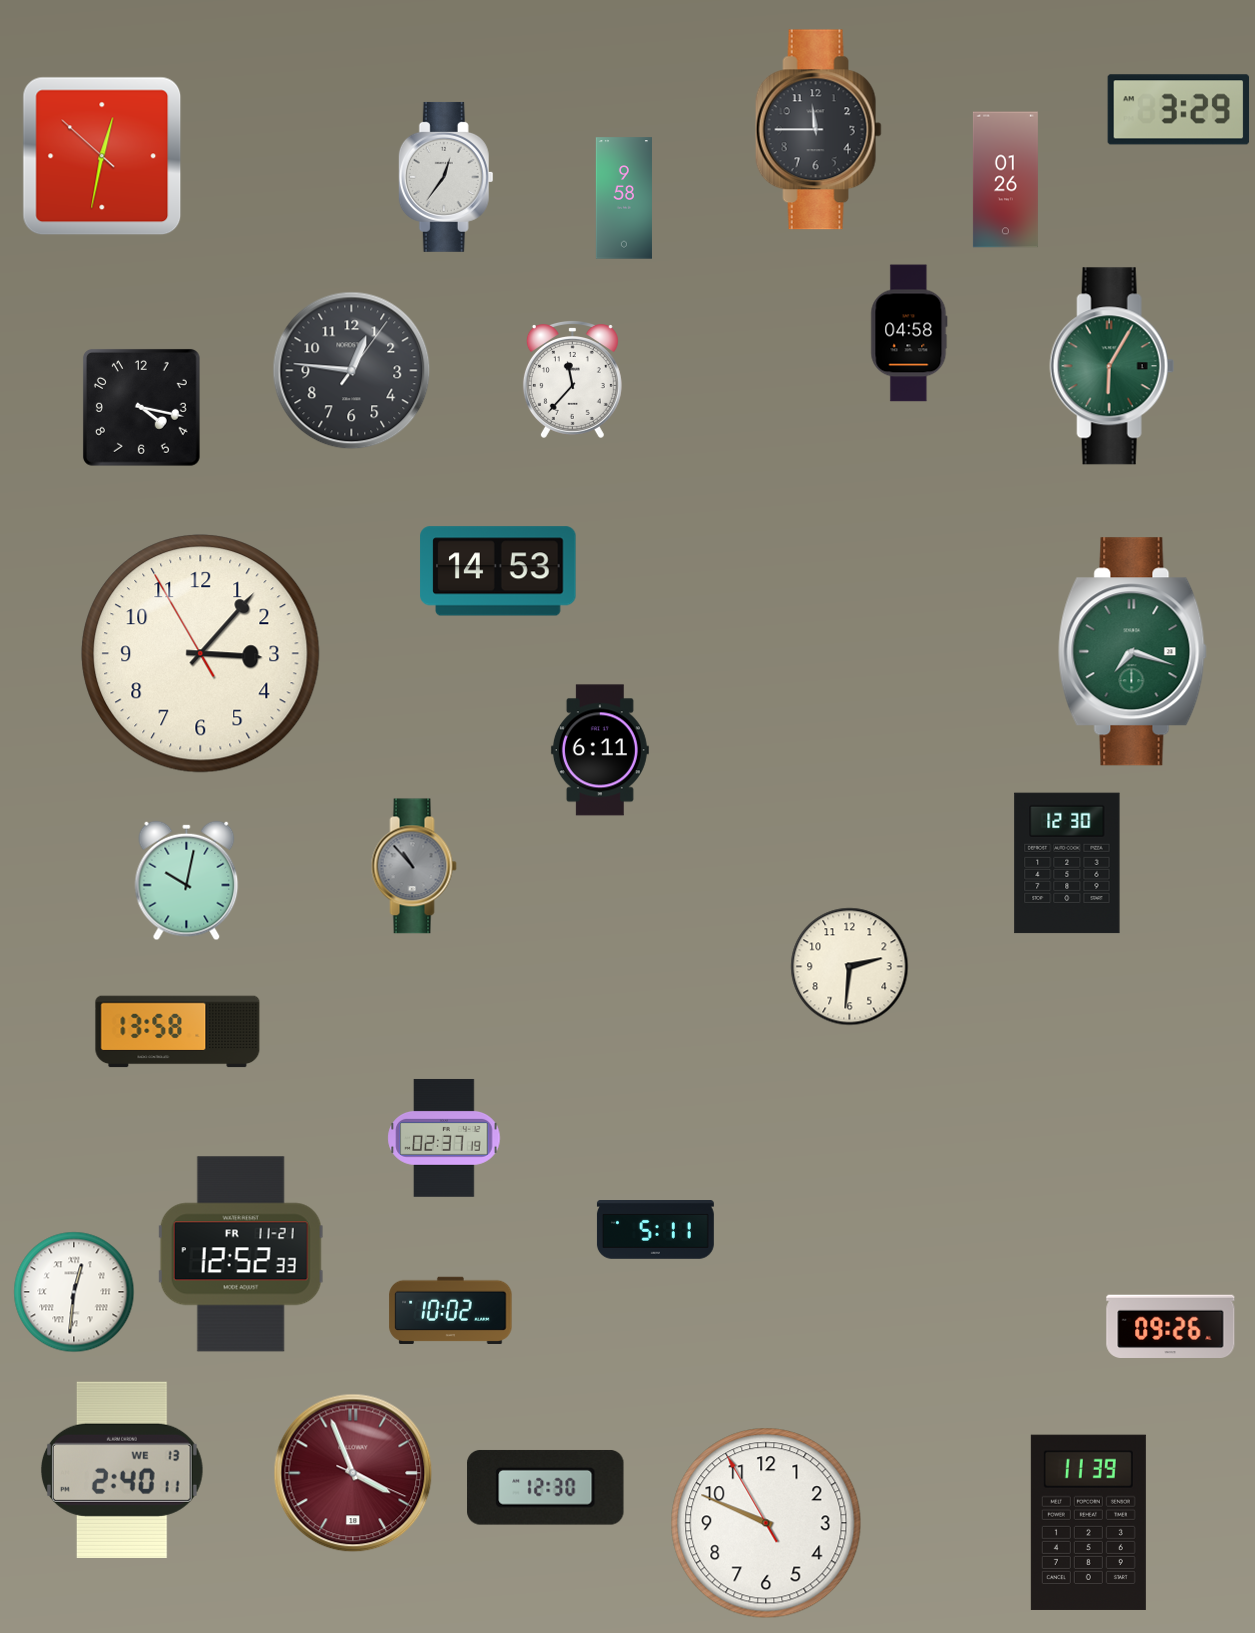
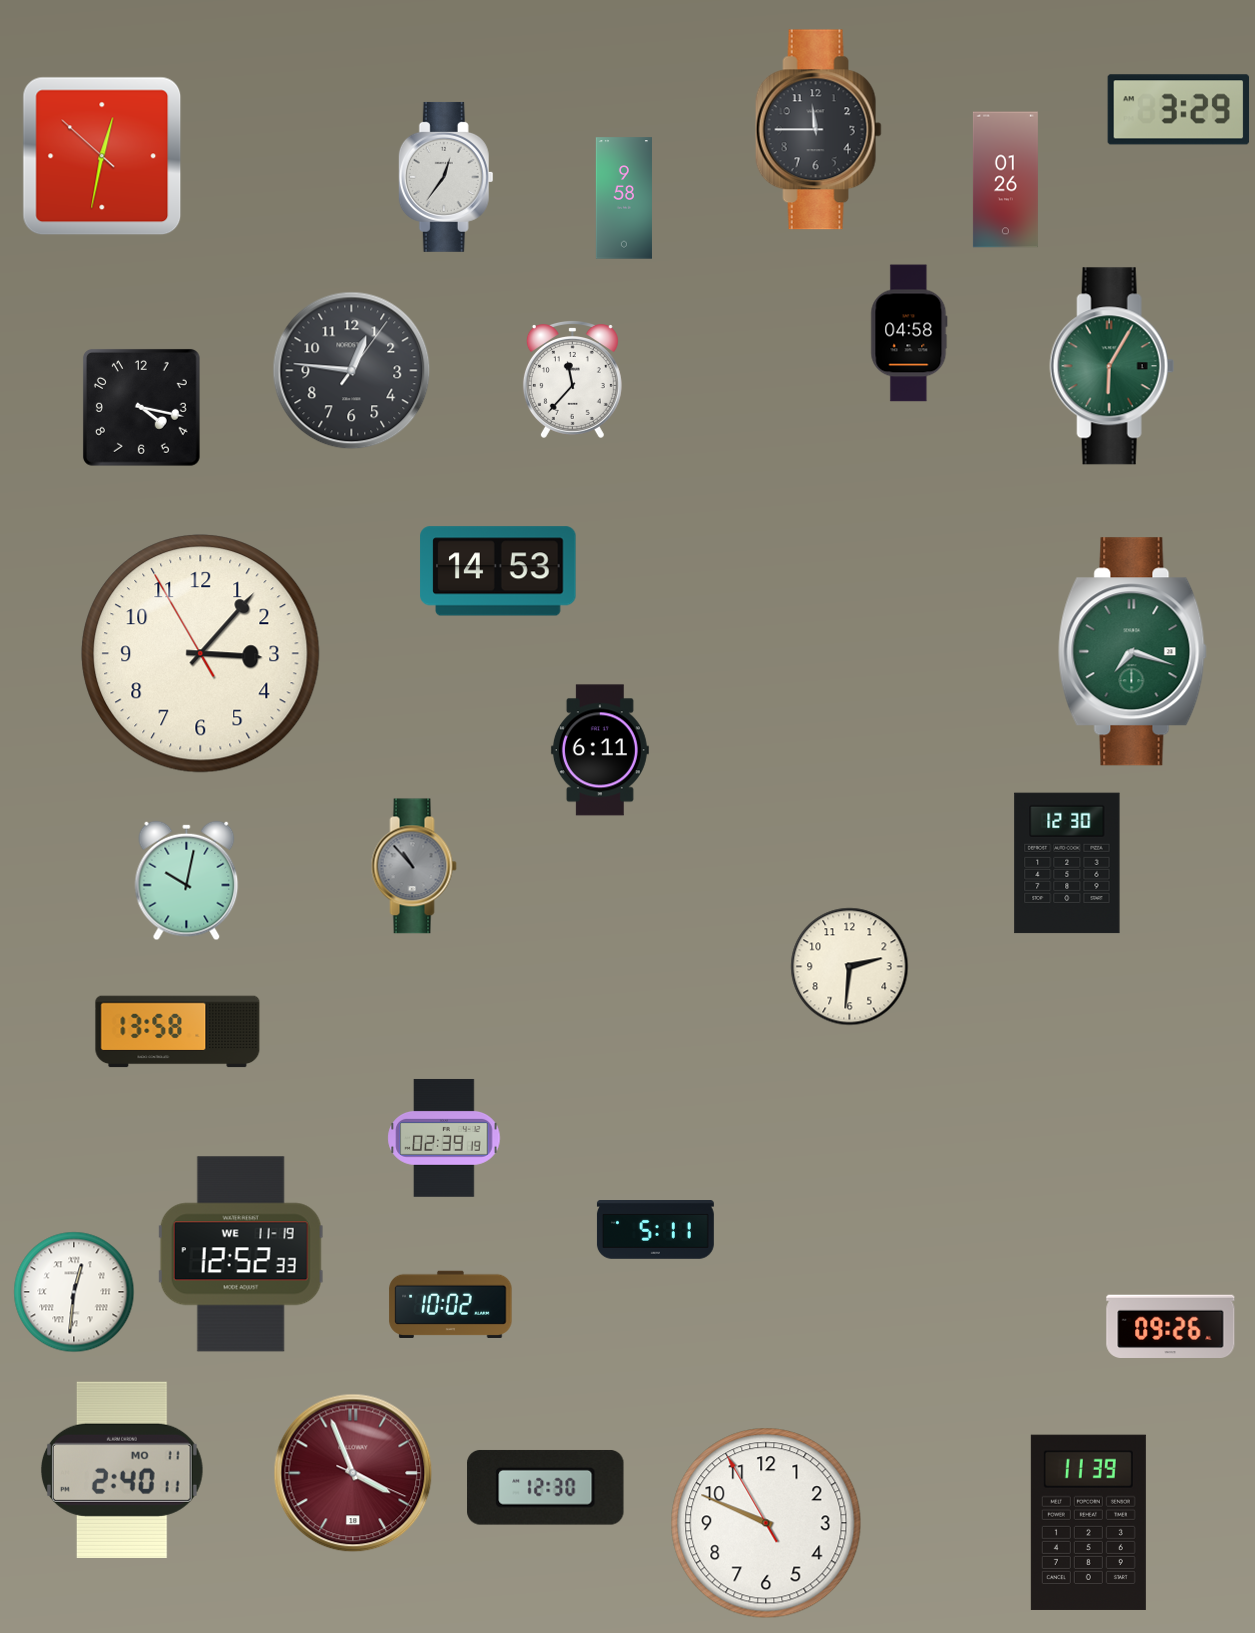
clock at (444, 1138): 02:37 -> 02:39
clock at (241, 1254) date: FR 11-21 -> WE 11-19
clock at (451, 1310) position: (451, 1310) -> (451, 1304)
clock at (122, 1470) date: WE 13 -> MO 11
